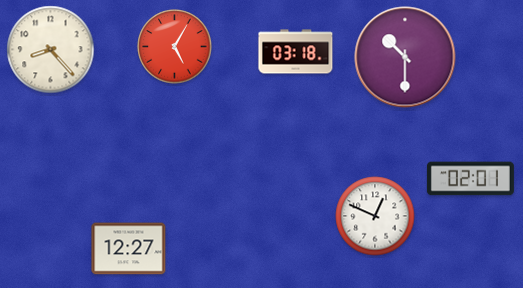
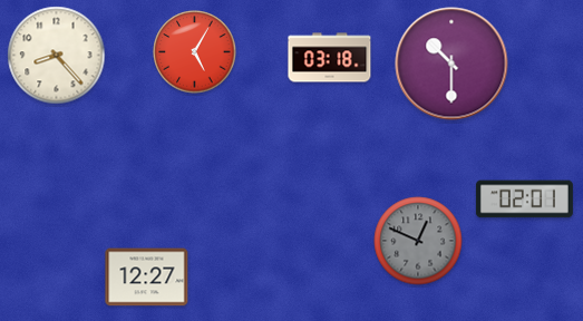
clock at (375, 216) dial: white -> grey
clock at (129, 249) position: (129, 249) -> (147, 278)
